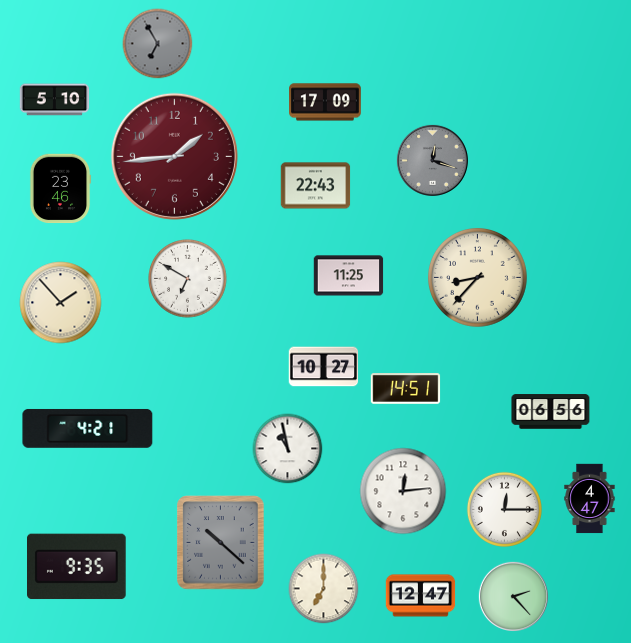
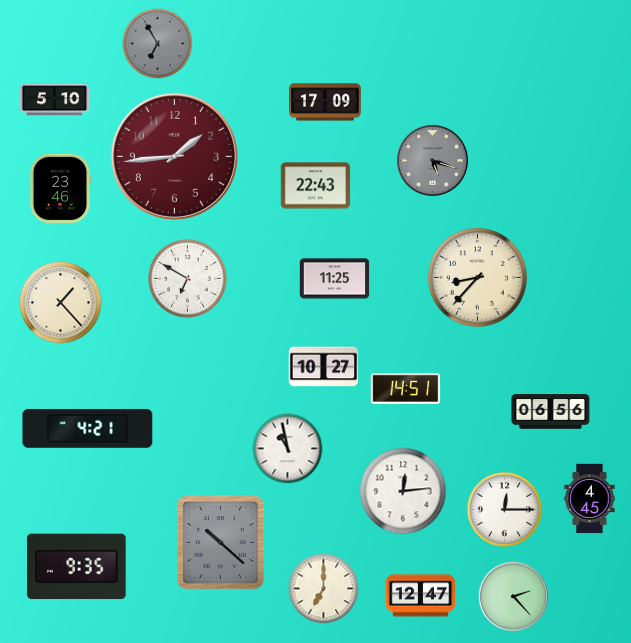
clock at (432, 160): 12:18 -> 5:18
clock at (349, 276) position: (349, 276) -> (335, 279)
clock at (61, 303): 1:53 -> 1:23
clock at (590, 499): 4:47 -> 4:45
